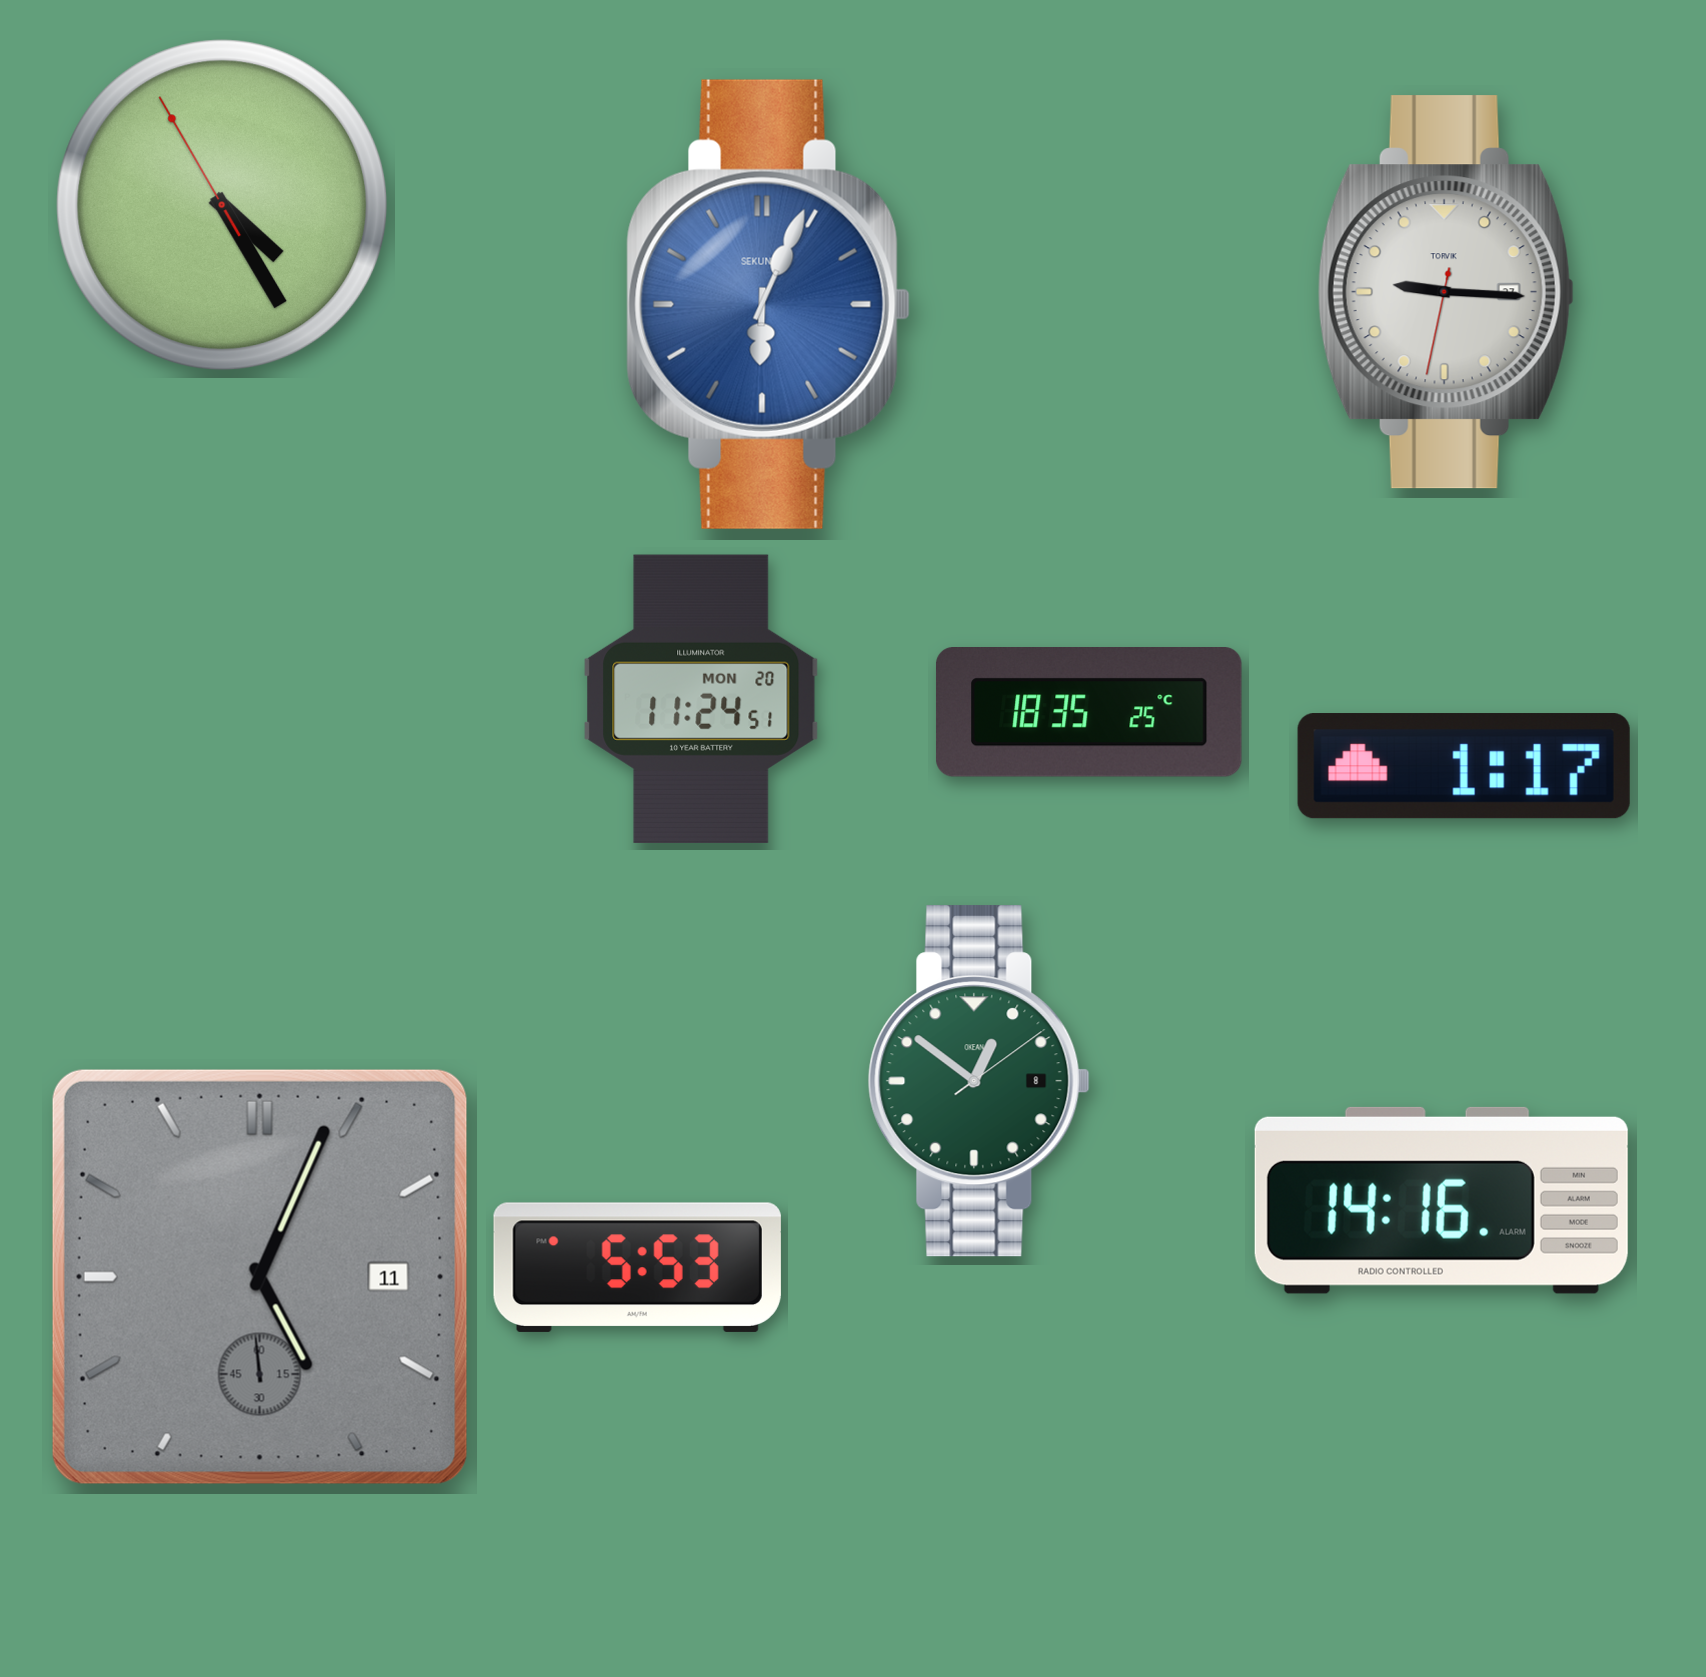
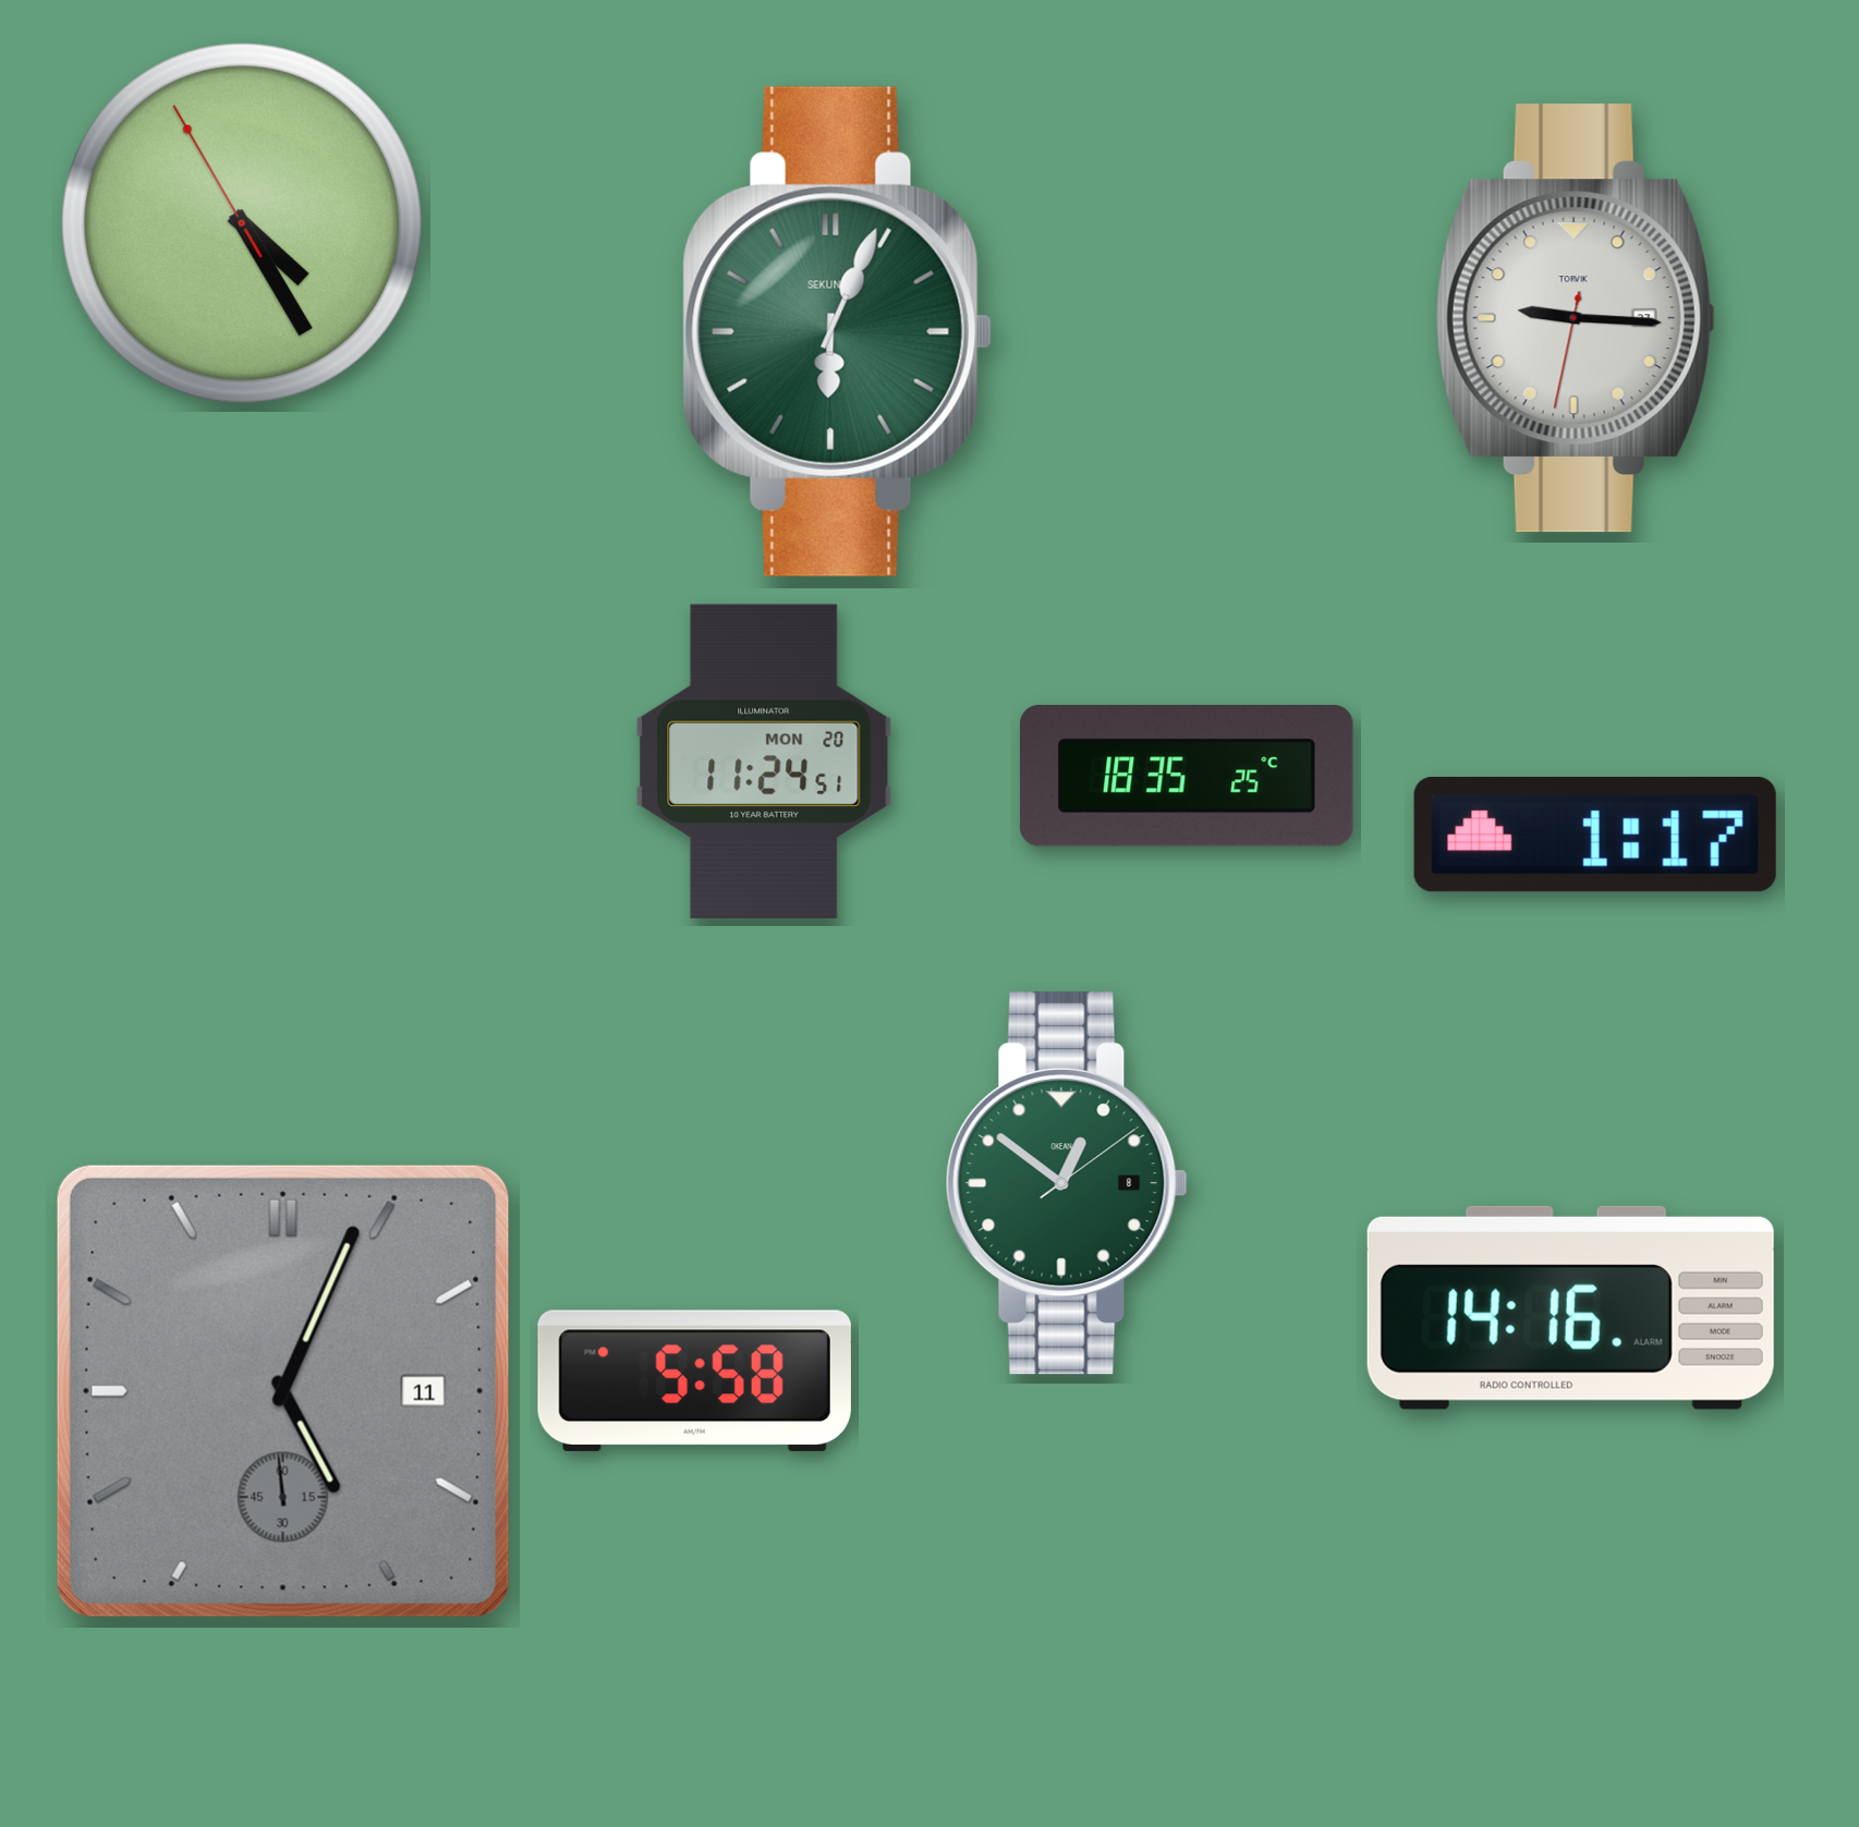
clock at (768, 304) dial: blue -> green
clock at (979, 1081) position: (979, 1081) -> (1067, 1183)
clock at (637, 1267): 5:53 -> 5:58
